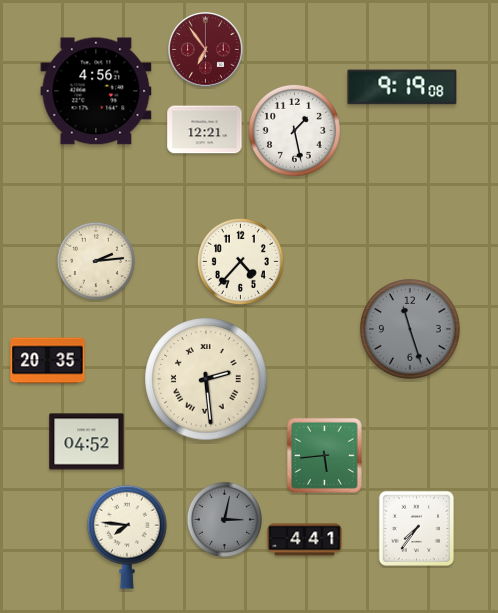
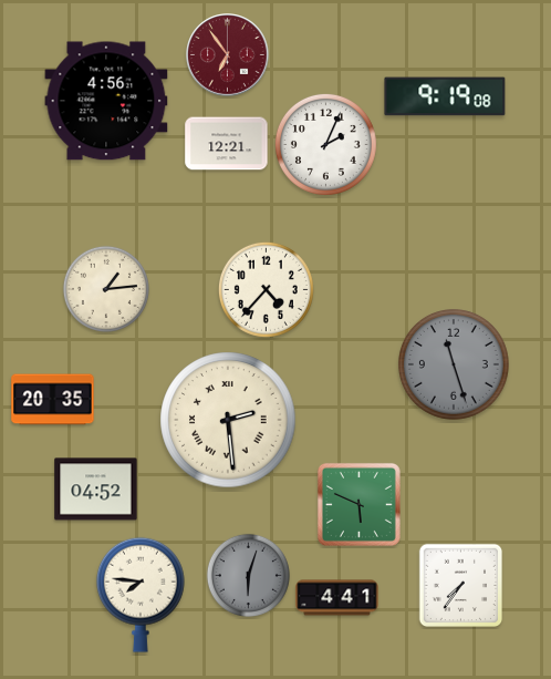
clock at (294, 130): 1:28 -> 2:04
clock at (96, 261): 2:14 -> 1:14
clock at (324, 455): 5:44 -> 5:49
clock at (224, 519): 3:02 -> 6:03
